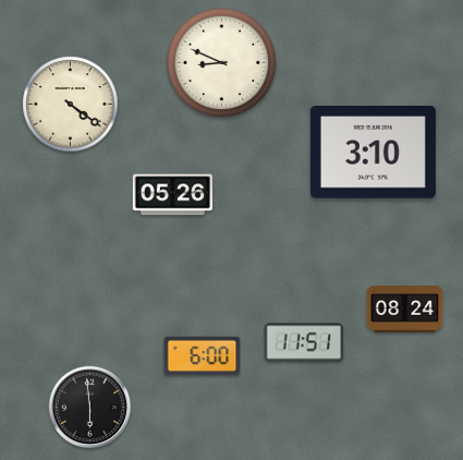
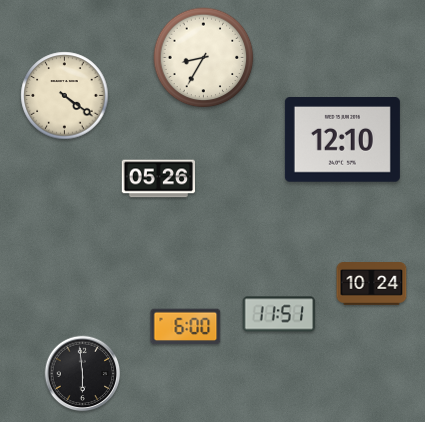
clock at (222, 63): 8:49 -> 8:35
clock at (373, 153): 3:10 -> 12:10
clock at (405, 310): 08:24 -> 10:24
